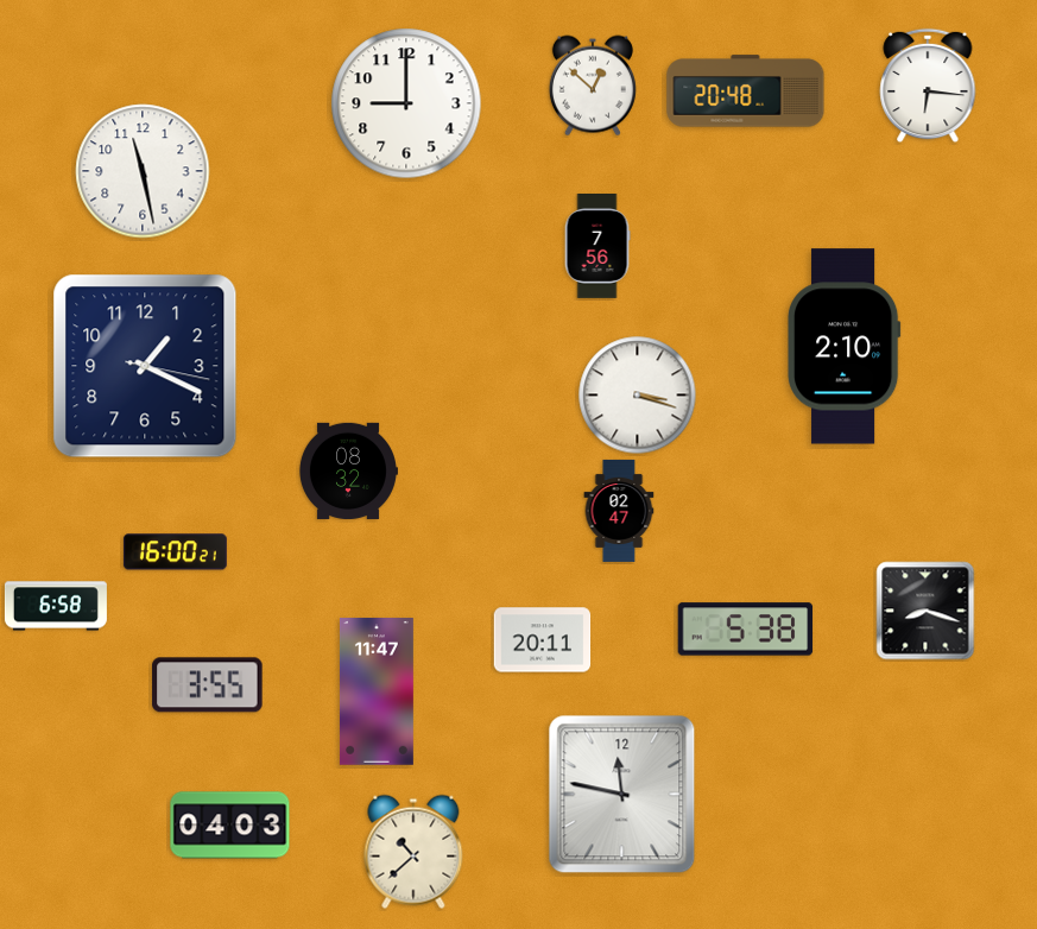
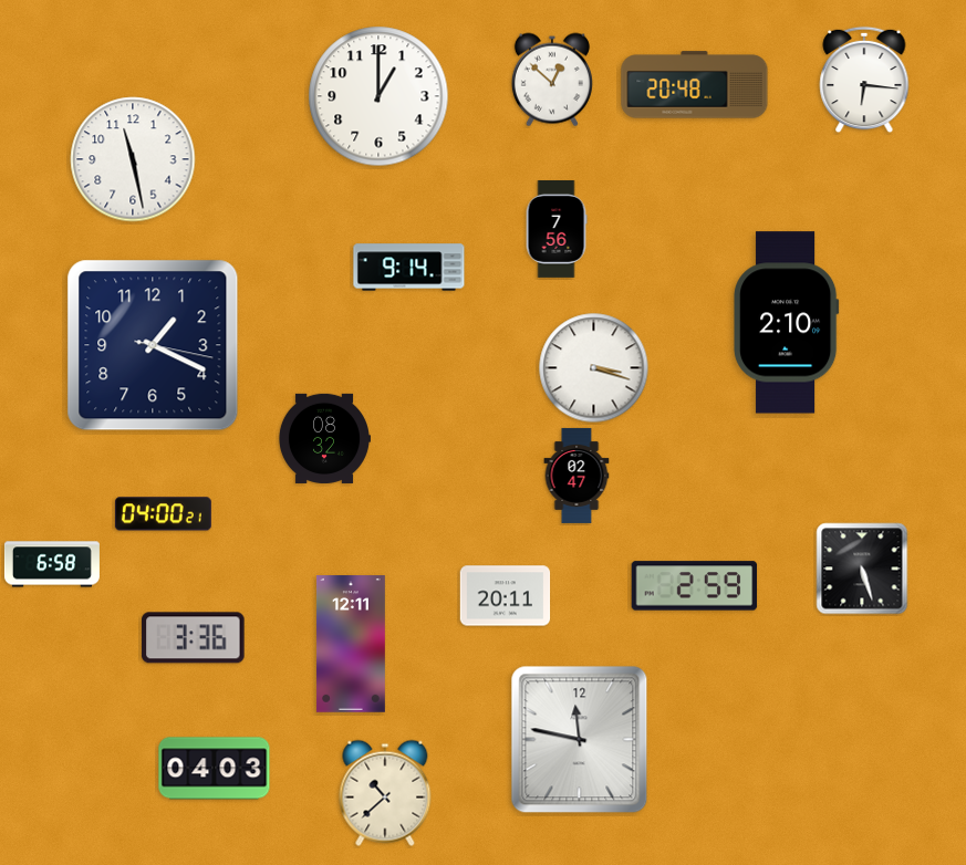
clock at (406, 103): 9:00 -> 1:00
clock at (409, 268): none -> 9:14
clock at (145, 366) position: (145, 366) -> (153, 345)
clock at (175, 552): 16:00 -> 04:00
clock at (925, 611): 8:18 -> 5:27
clock at (746, 630): 5:38 -> 2:59
clock at (208, 685): 3:55 -> 3:36
clock at (377, 691): 11:47 -> 12:11
